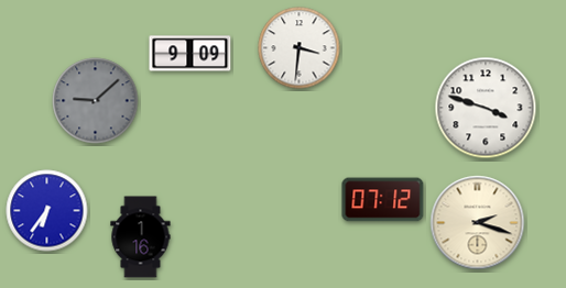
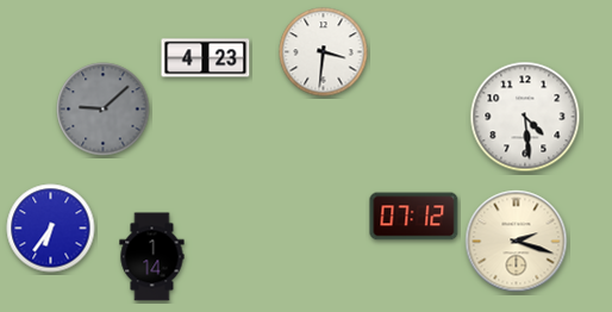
clock at (191, 54): 9:09 -> 4:23
clock at (486, 108): 3:48 -> 4:29
clock at (141, 237): 1:16 -> 1:14
